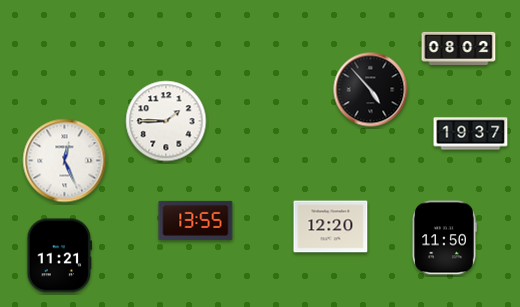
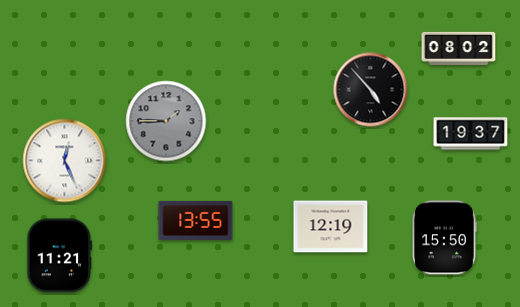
clock at (166, 121) dial: white -> grey
clock at (331, 227): 12:20 -> 12:19
clock at (444, 238): 11:50 -> 15:50
